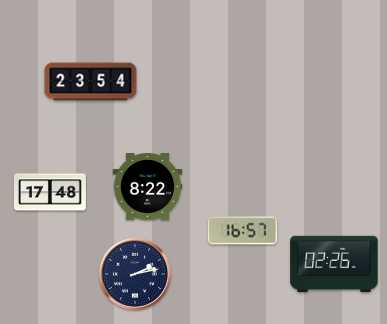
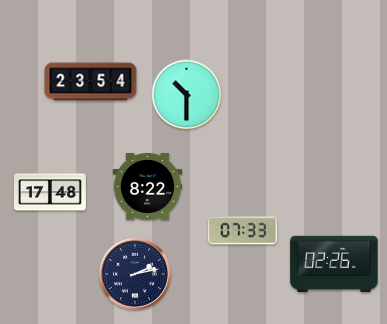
clock at (187, 95): none -> 10:30
clock at (243, 231): 16:57 -> 07:33
